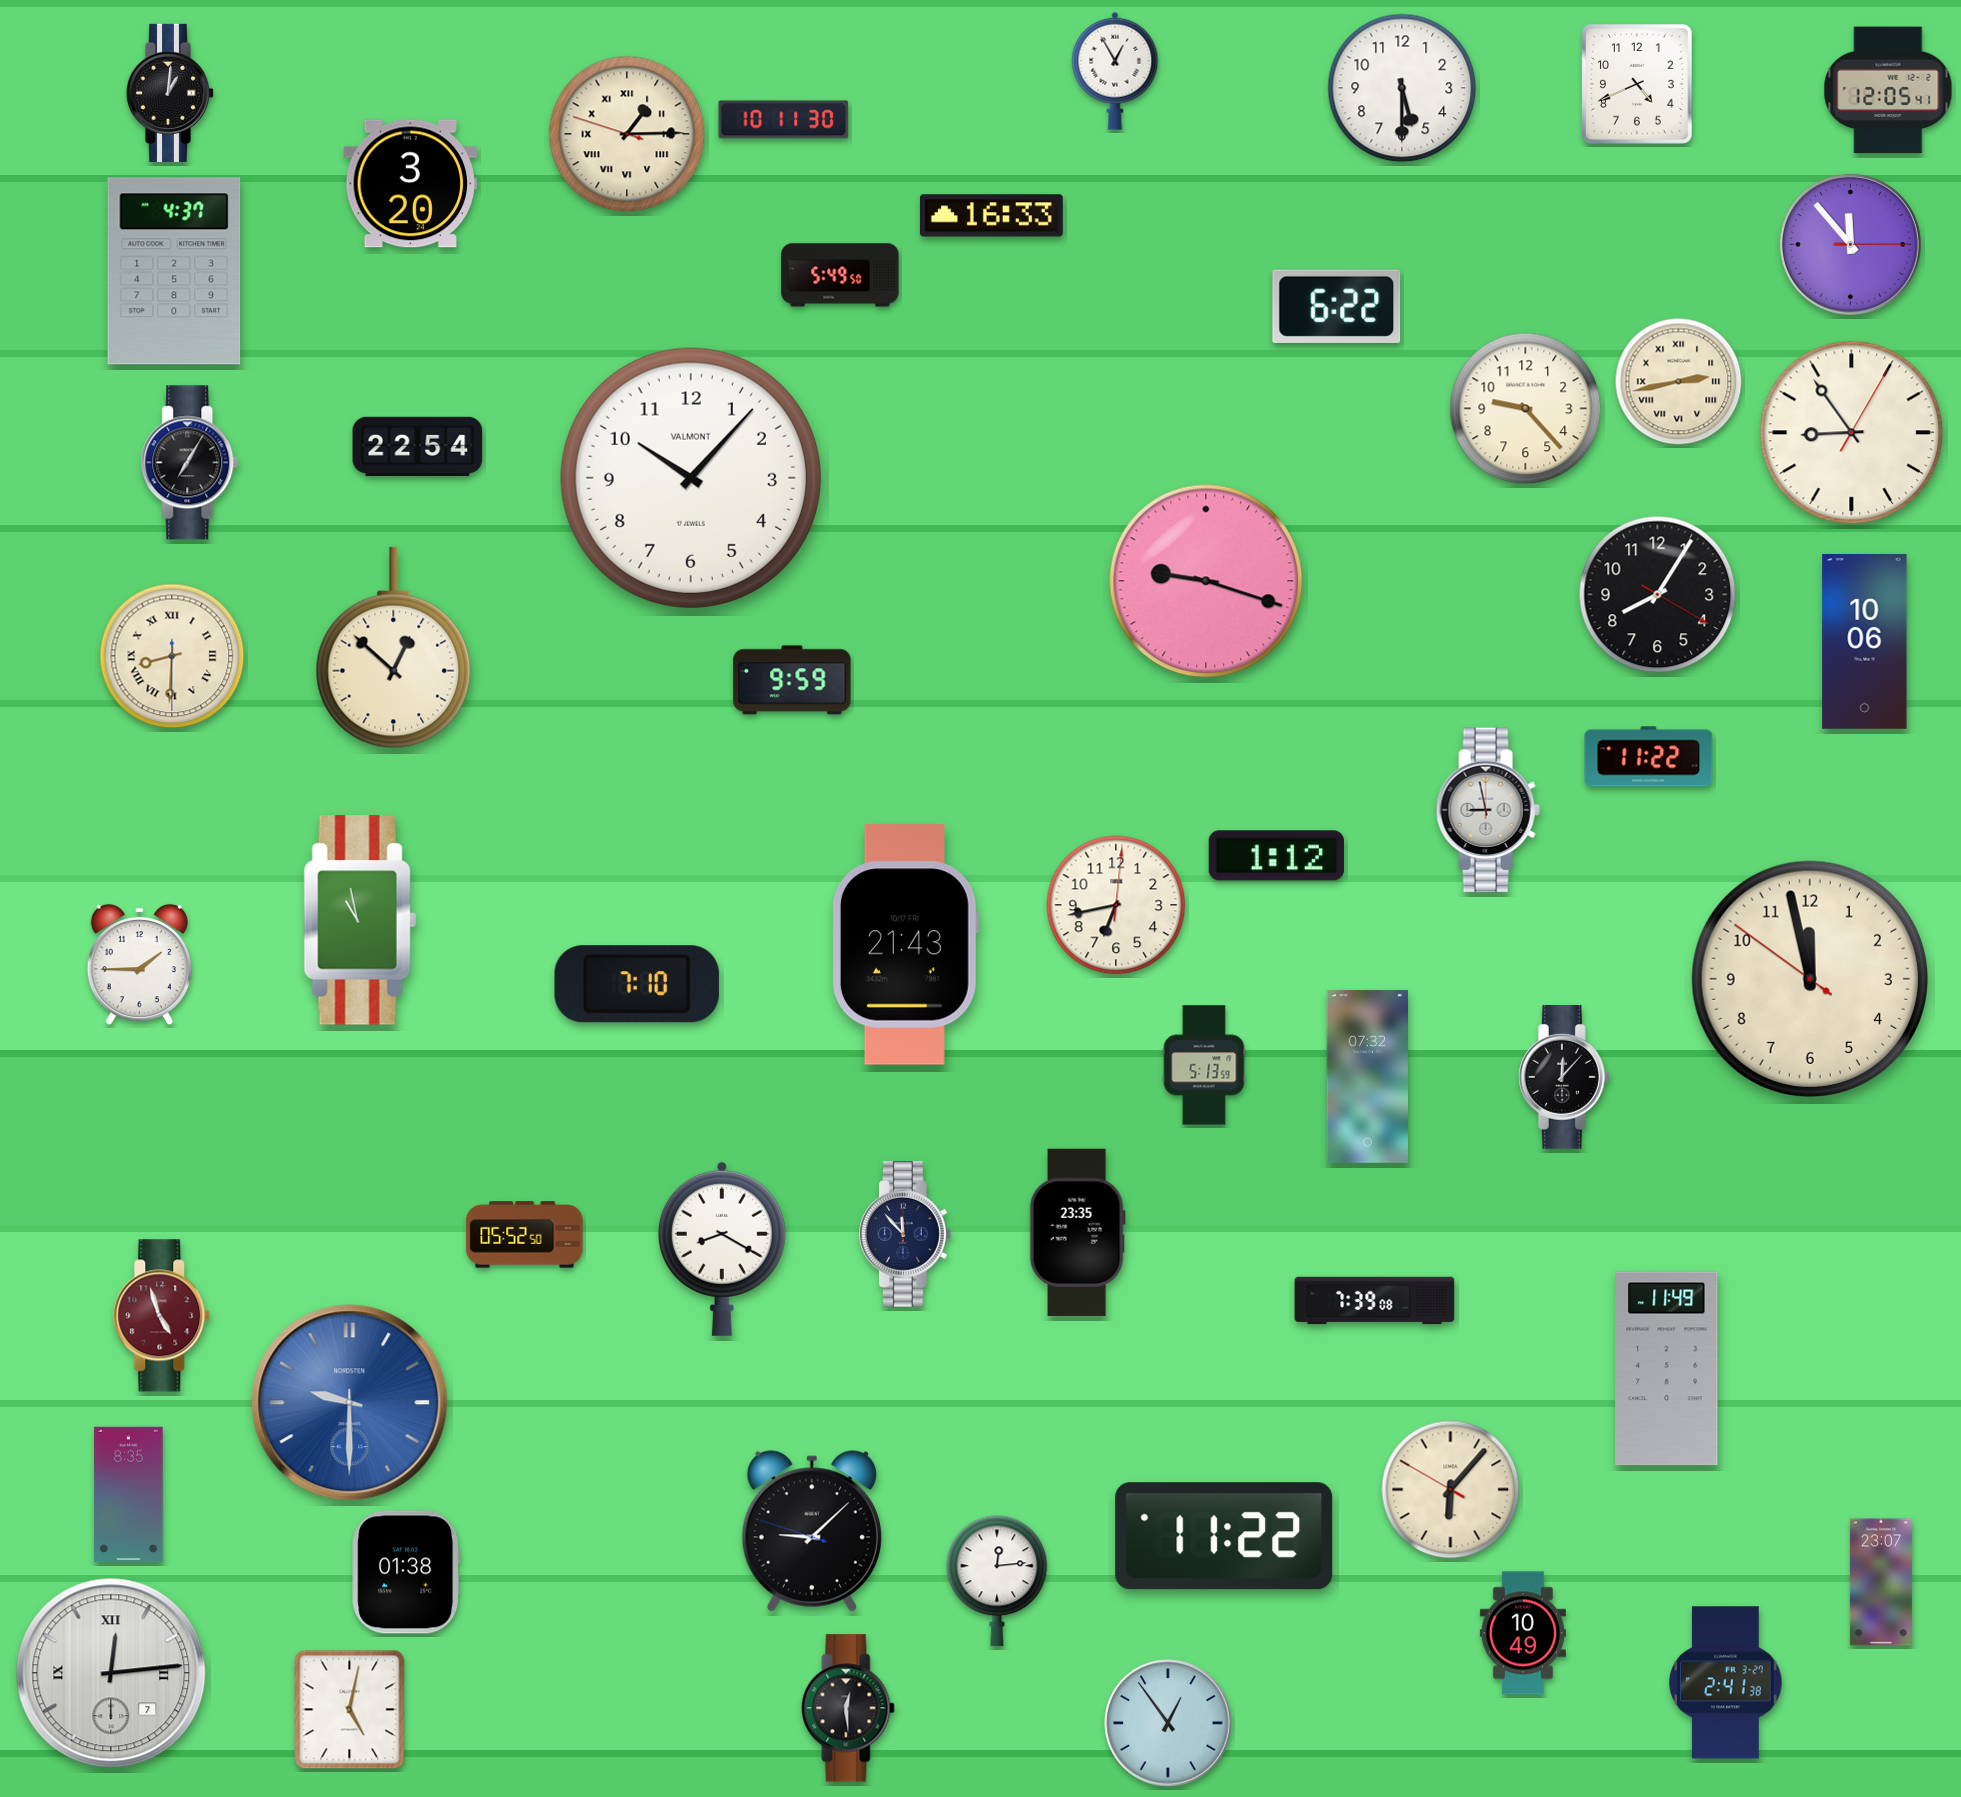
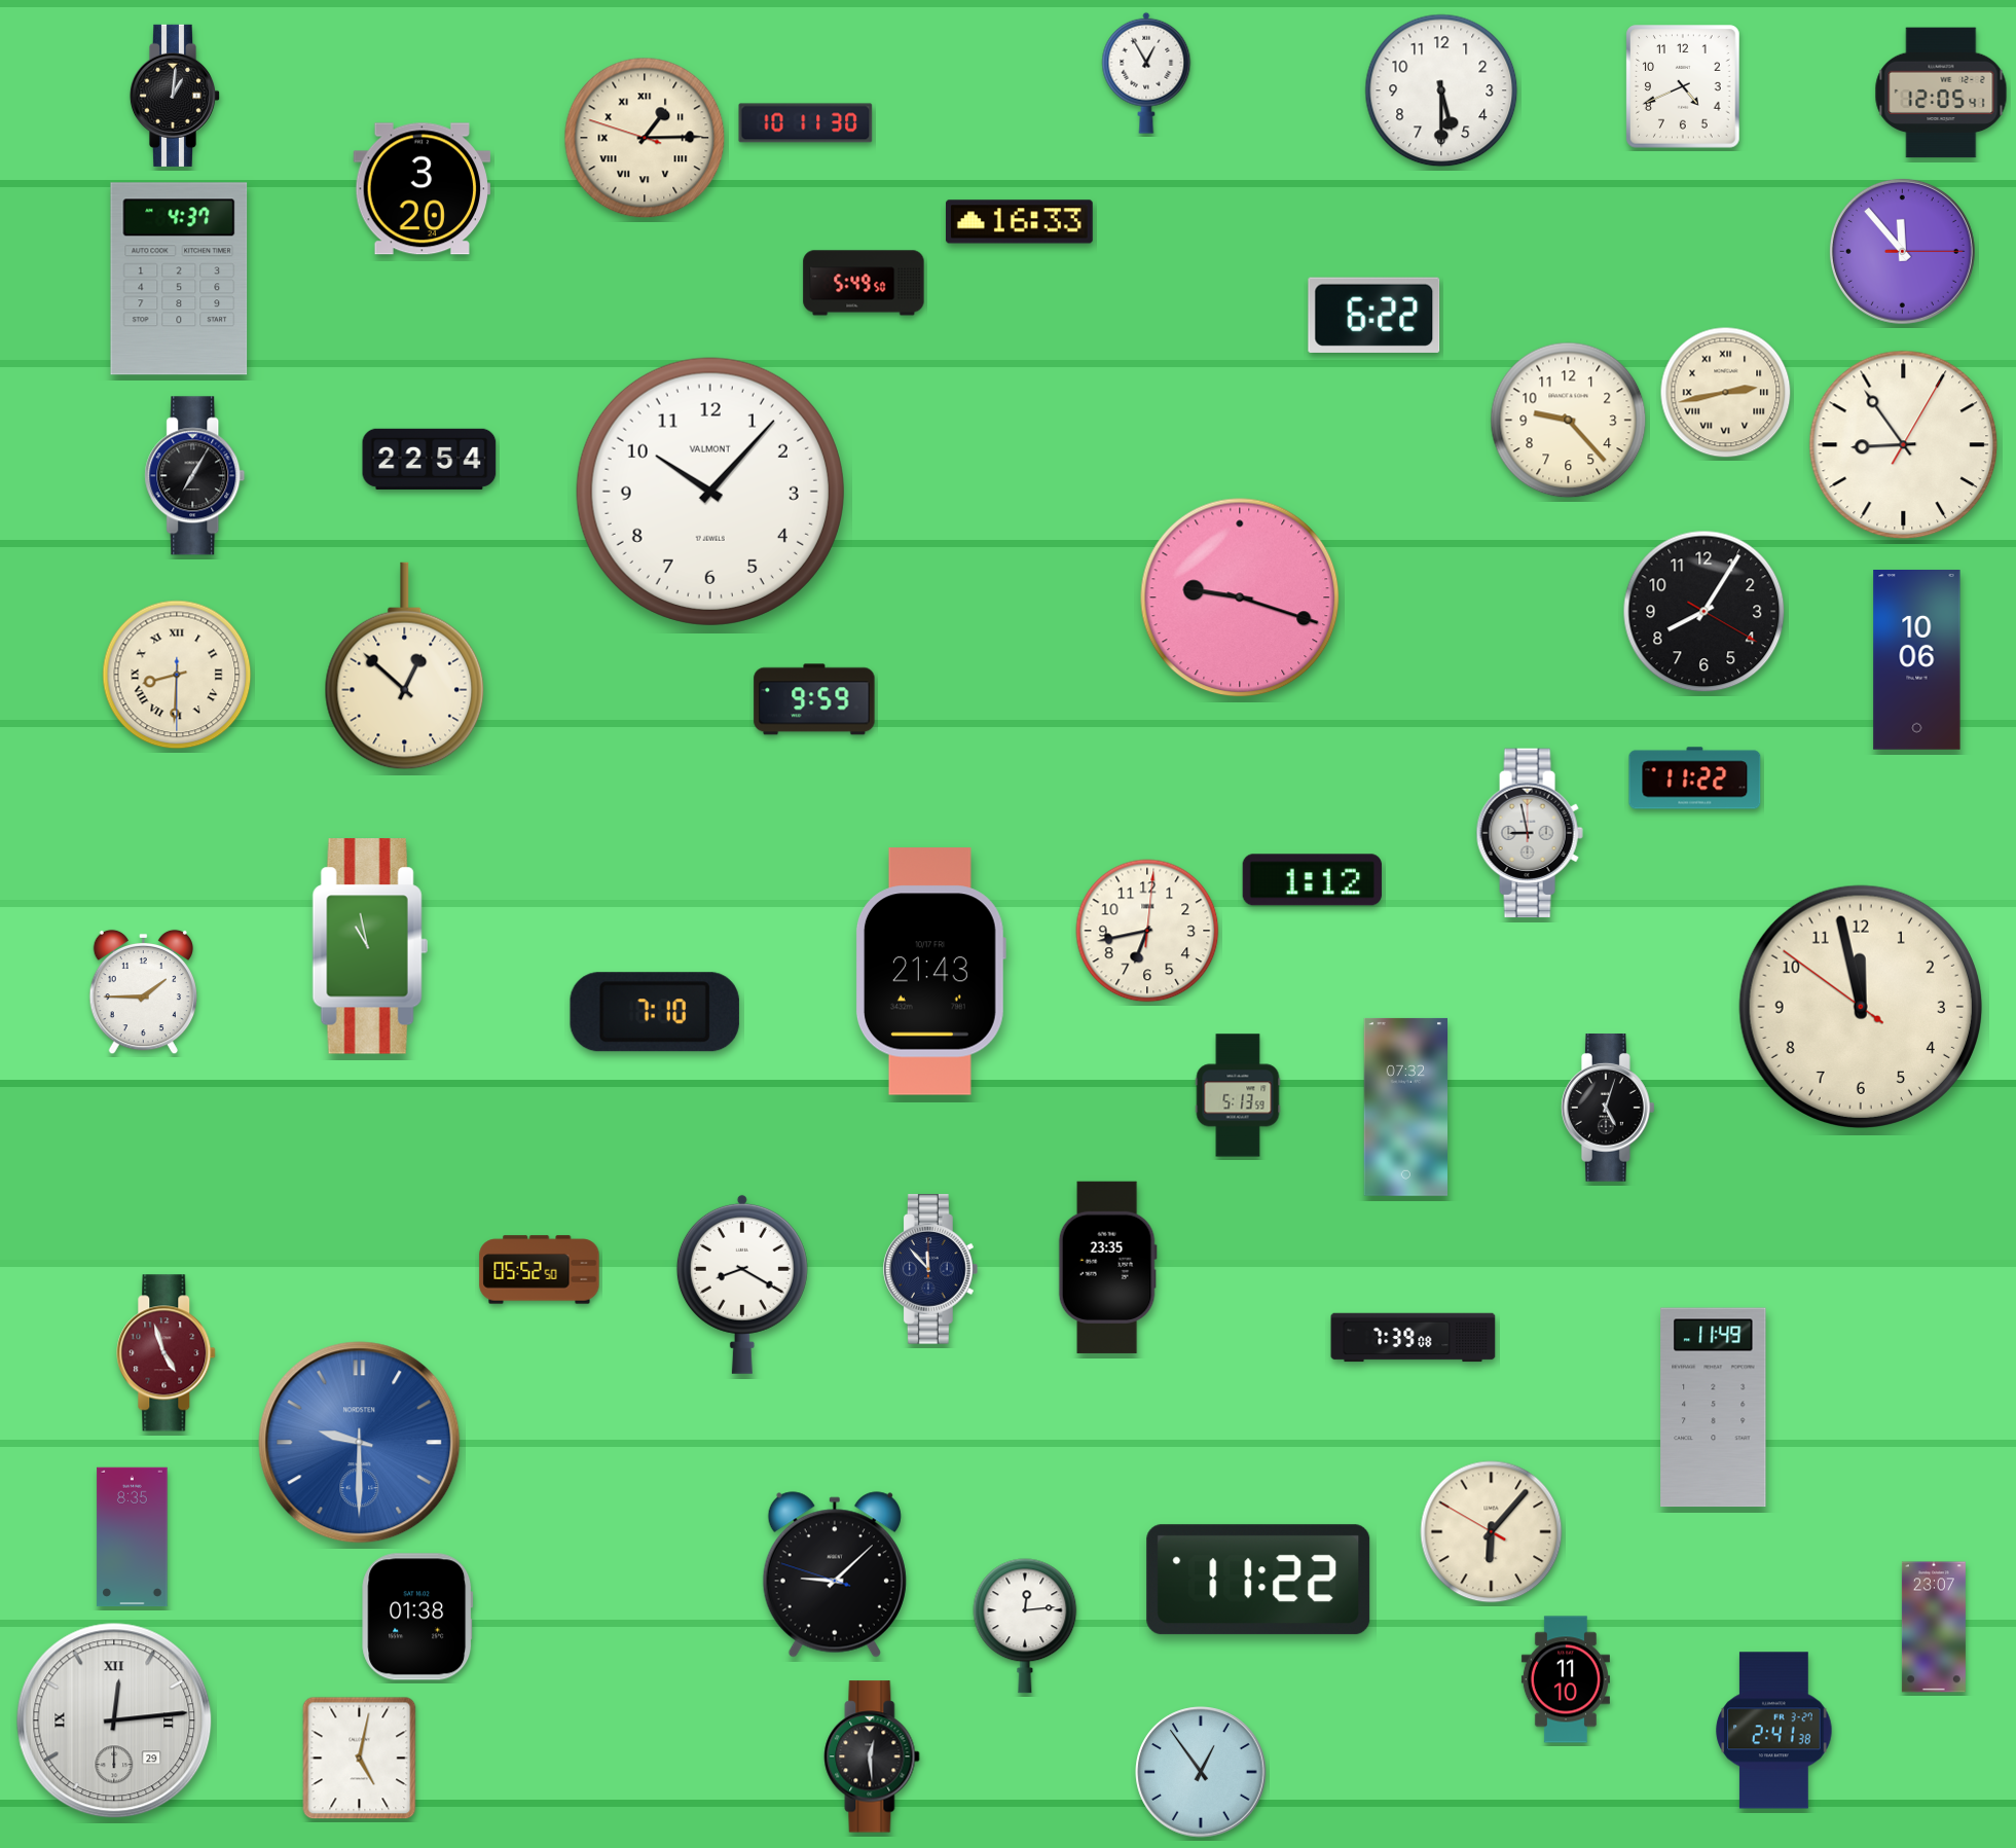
clock at (1564, 1078): 12:07 -> 5:03
clock at (1523, 1633): 10:49 -> 11:10
clock at (111, 1673) date: 7 -> 29
